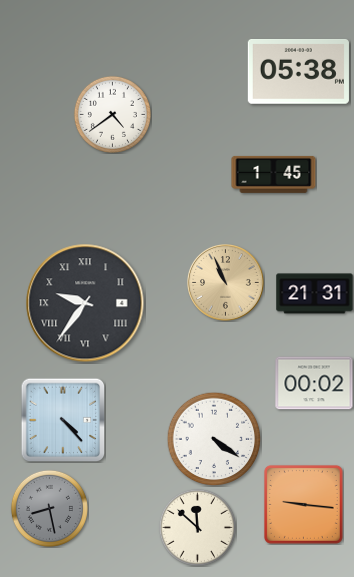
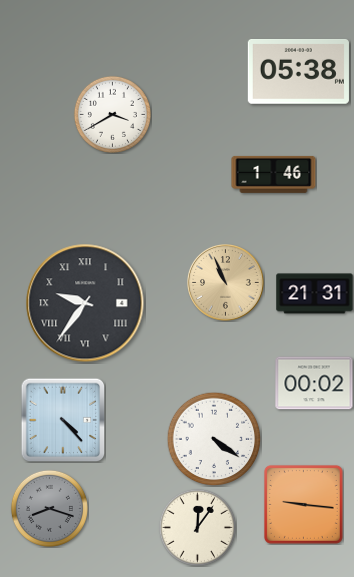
clock at (112, 114): 4:39 -> 3:40
clock at (274, 174): 1:45 -> 1:46
clock at (49, 508): 8:28 -> 8:18
clock at (197, 527): 11:52 -> 12:06
